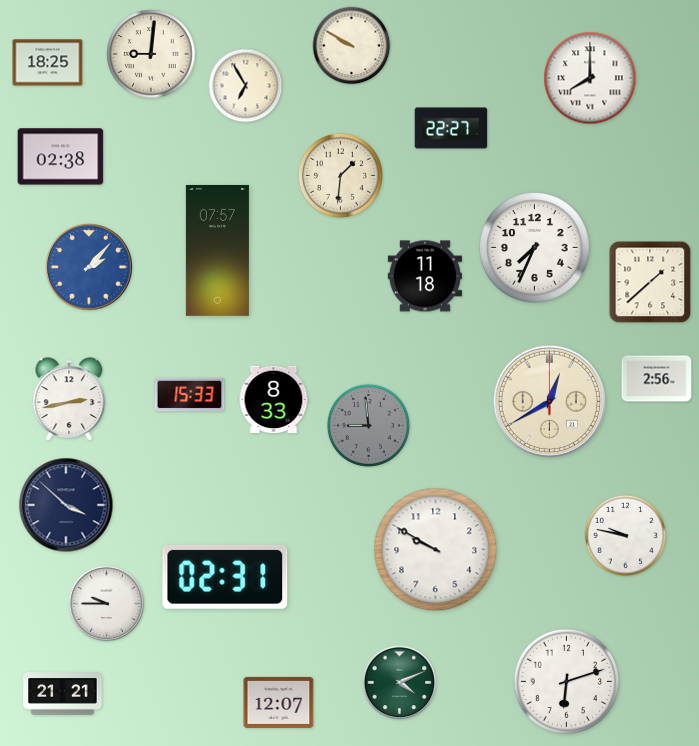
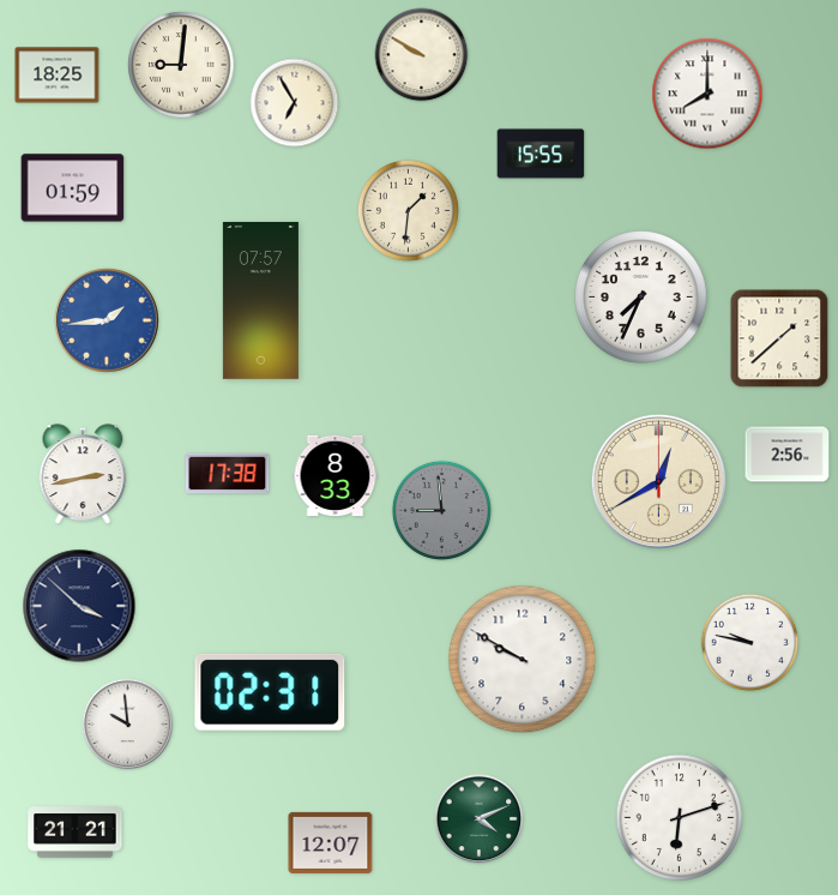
clock at (451, 128): 22:27 -> 15:55
clock at (61, 157): 02:38 -> 01:59
clock at (89, 267): 2:07 -> 1:44
clock at (425, 276): 11:18 -> none
clock at (190, 395): 15:33 -> 17:38
clock at (69, 399) position: (69, 399) -> (83, 474)
clock at (274, 400) position: (274, 400) -> (336, 476)
clock at (107, 604): 9:45 -> 9:59
clock at (279, 702) position: (279, 702) -> (331, 842)
